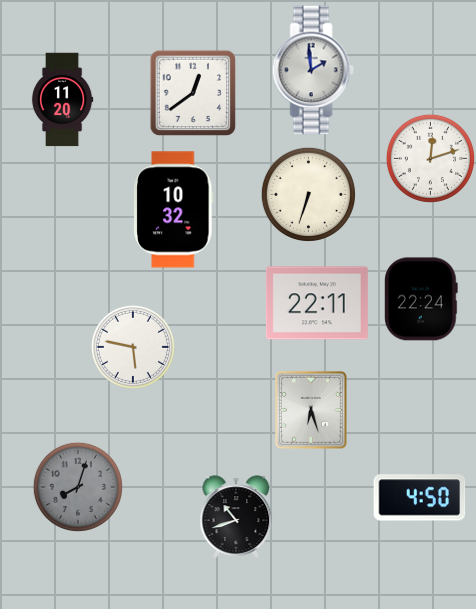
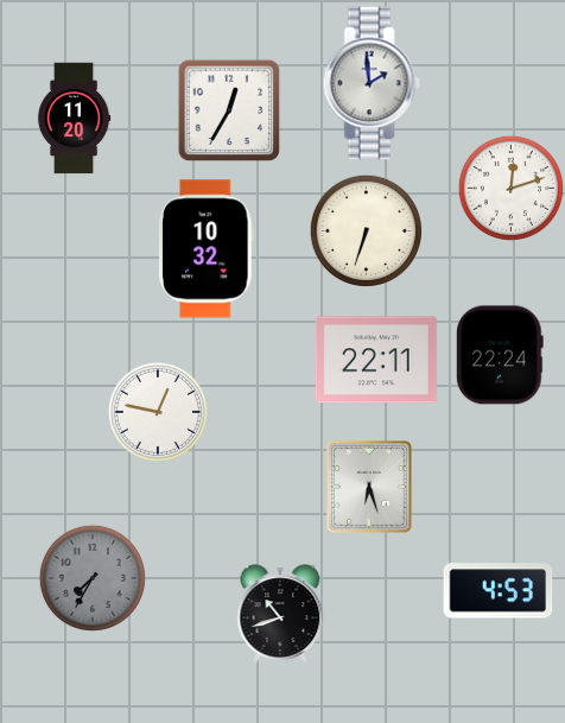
clock at (193, 93): 12:39 -> 12:35
clock at (133, 347): 5:47 -> 12:47
clock at (78, 487): 8:03 -> 7:35
clock at (420, 498): 4:50 -> 4:53
